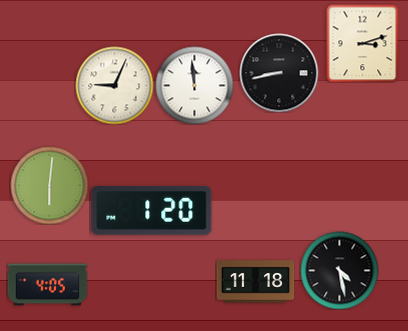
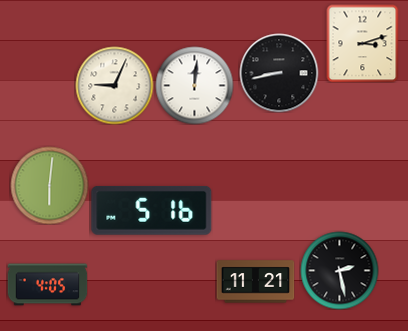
clock at (194, 85): 11:59 -> 12:01
clock at (152, 210): 1:20 -> 5:16
clock at (339, 270): 4:28 -> 2:28
clock at (255, 282): 11:18 -> 11:21
